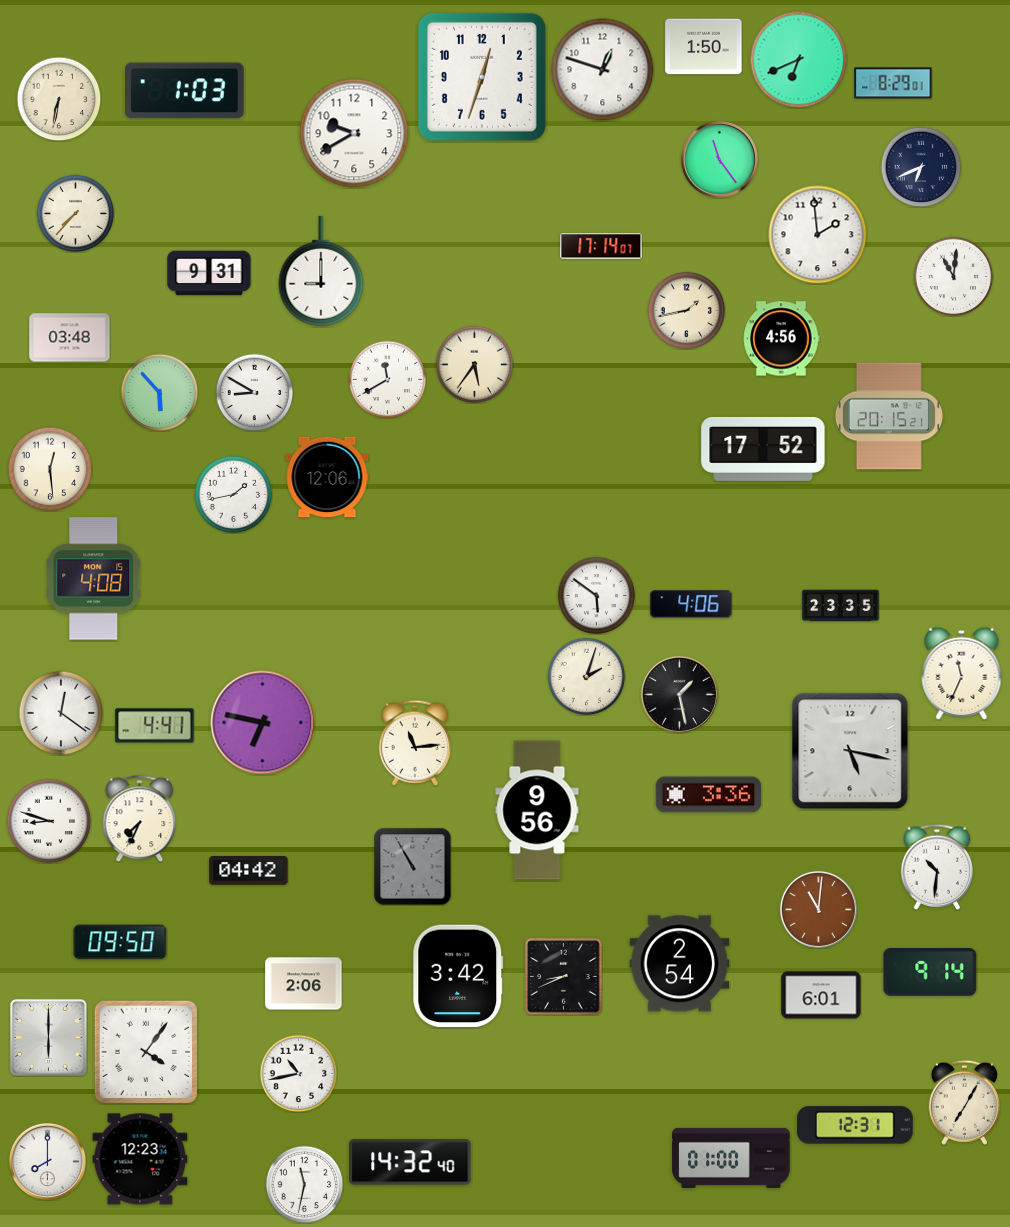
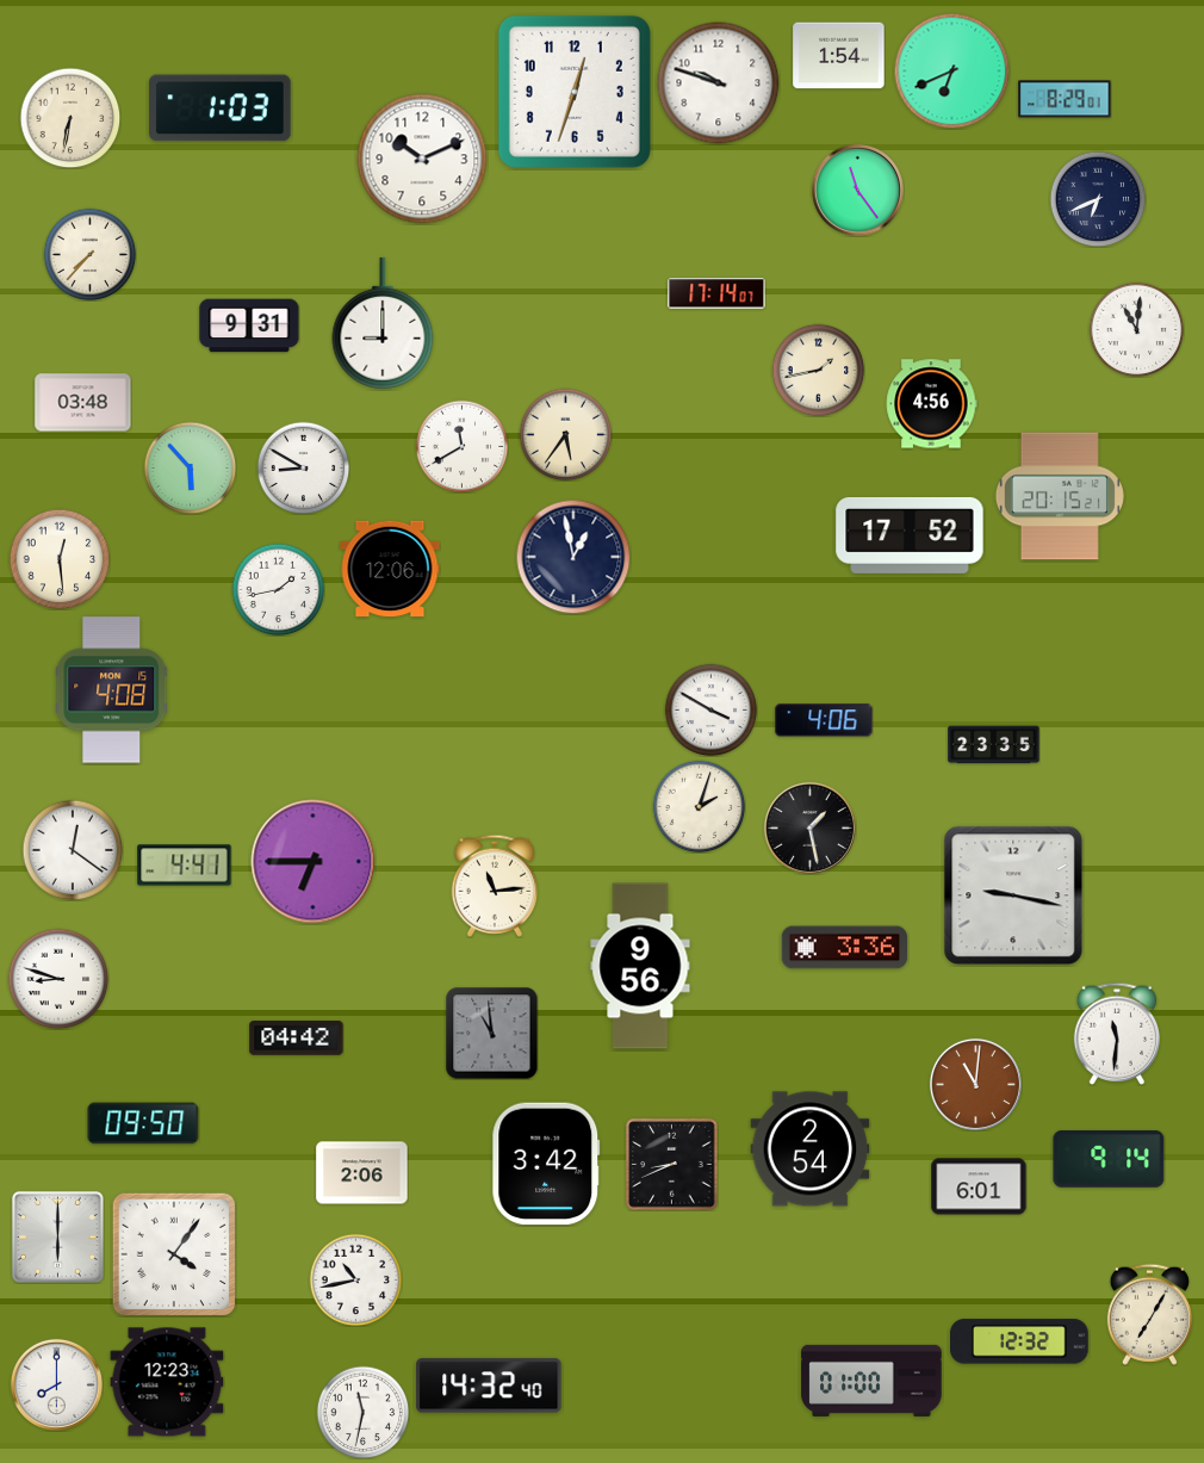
clock at (704, 47): 1:50 -> 1:54
clock at (603, 70): 12:48 -> 9:48
clock at (354, 133): 9:40 -> 10:11
clock at (818, 235): 1:59 -> none
clock at (387, 379) position: (387, 379) -> (461, 446)
clock at (573, 557): none -> 12:58
clock at (596, 595): 5:51 -> 3:50
clock at (841, 606) position: (841, 606) -> (994, 745)
clock at (962, 673): 11:34 -> none
clock at (263, 723): 6:47 -> 6:45
clock at (850, 751): 5:17 -> 9:17
clock at (140, 818): 7:34 -> none
clock at (412, 866): 10:55 -> 10:59
clock at (937, 867): 10:31 -> 11:31
clock at (856, 1125): 12:31 -> 12:32
